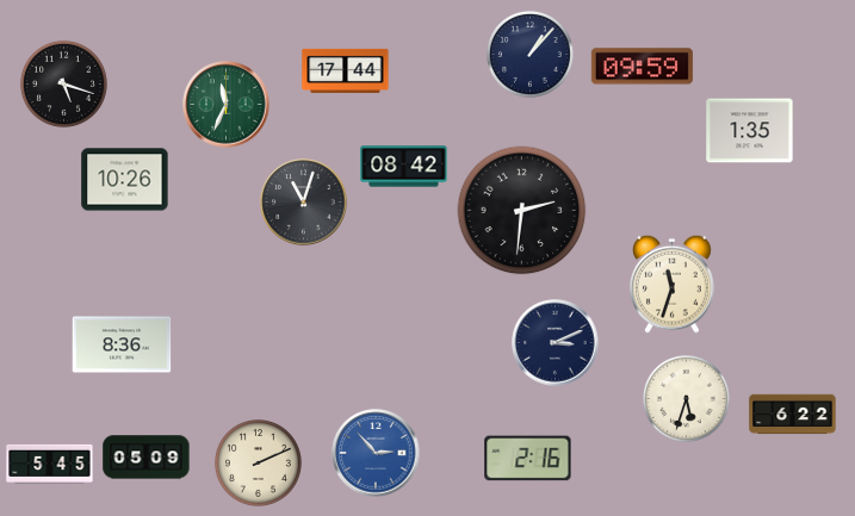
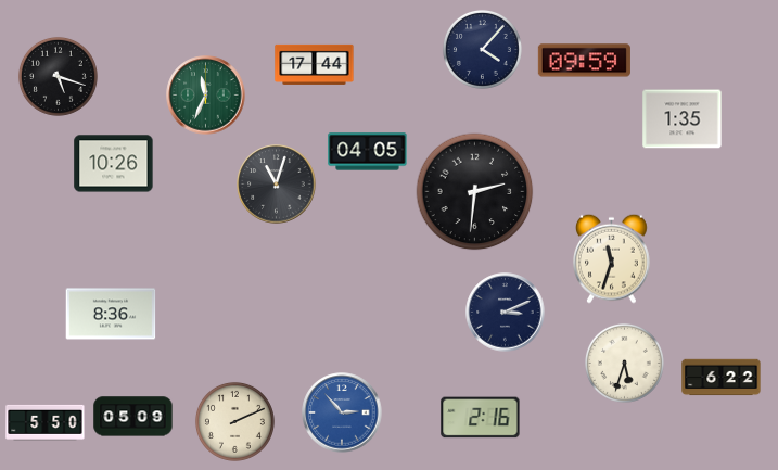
clock at (529, 54): 1:07 -> 4:07
clock at (404, 167): 08:42 -> 04:05
clock at (50, 464): 5:45 -> 5:50
